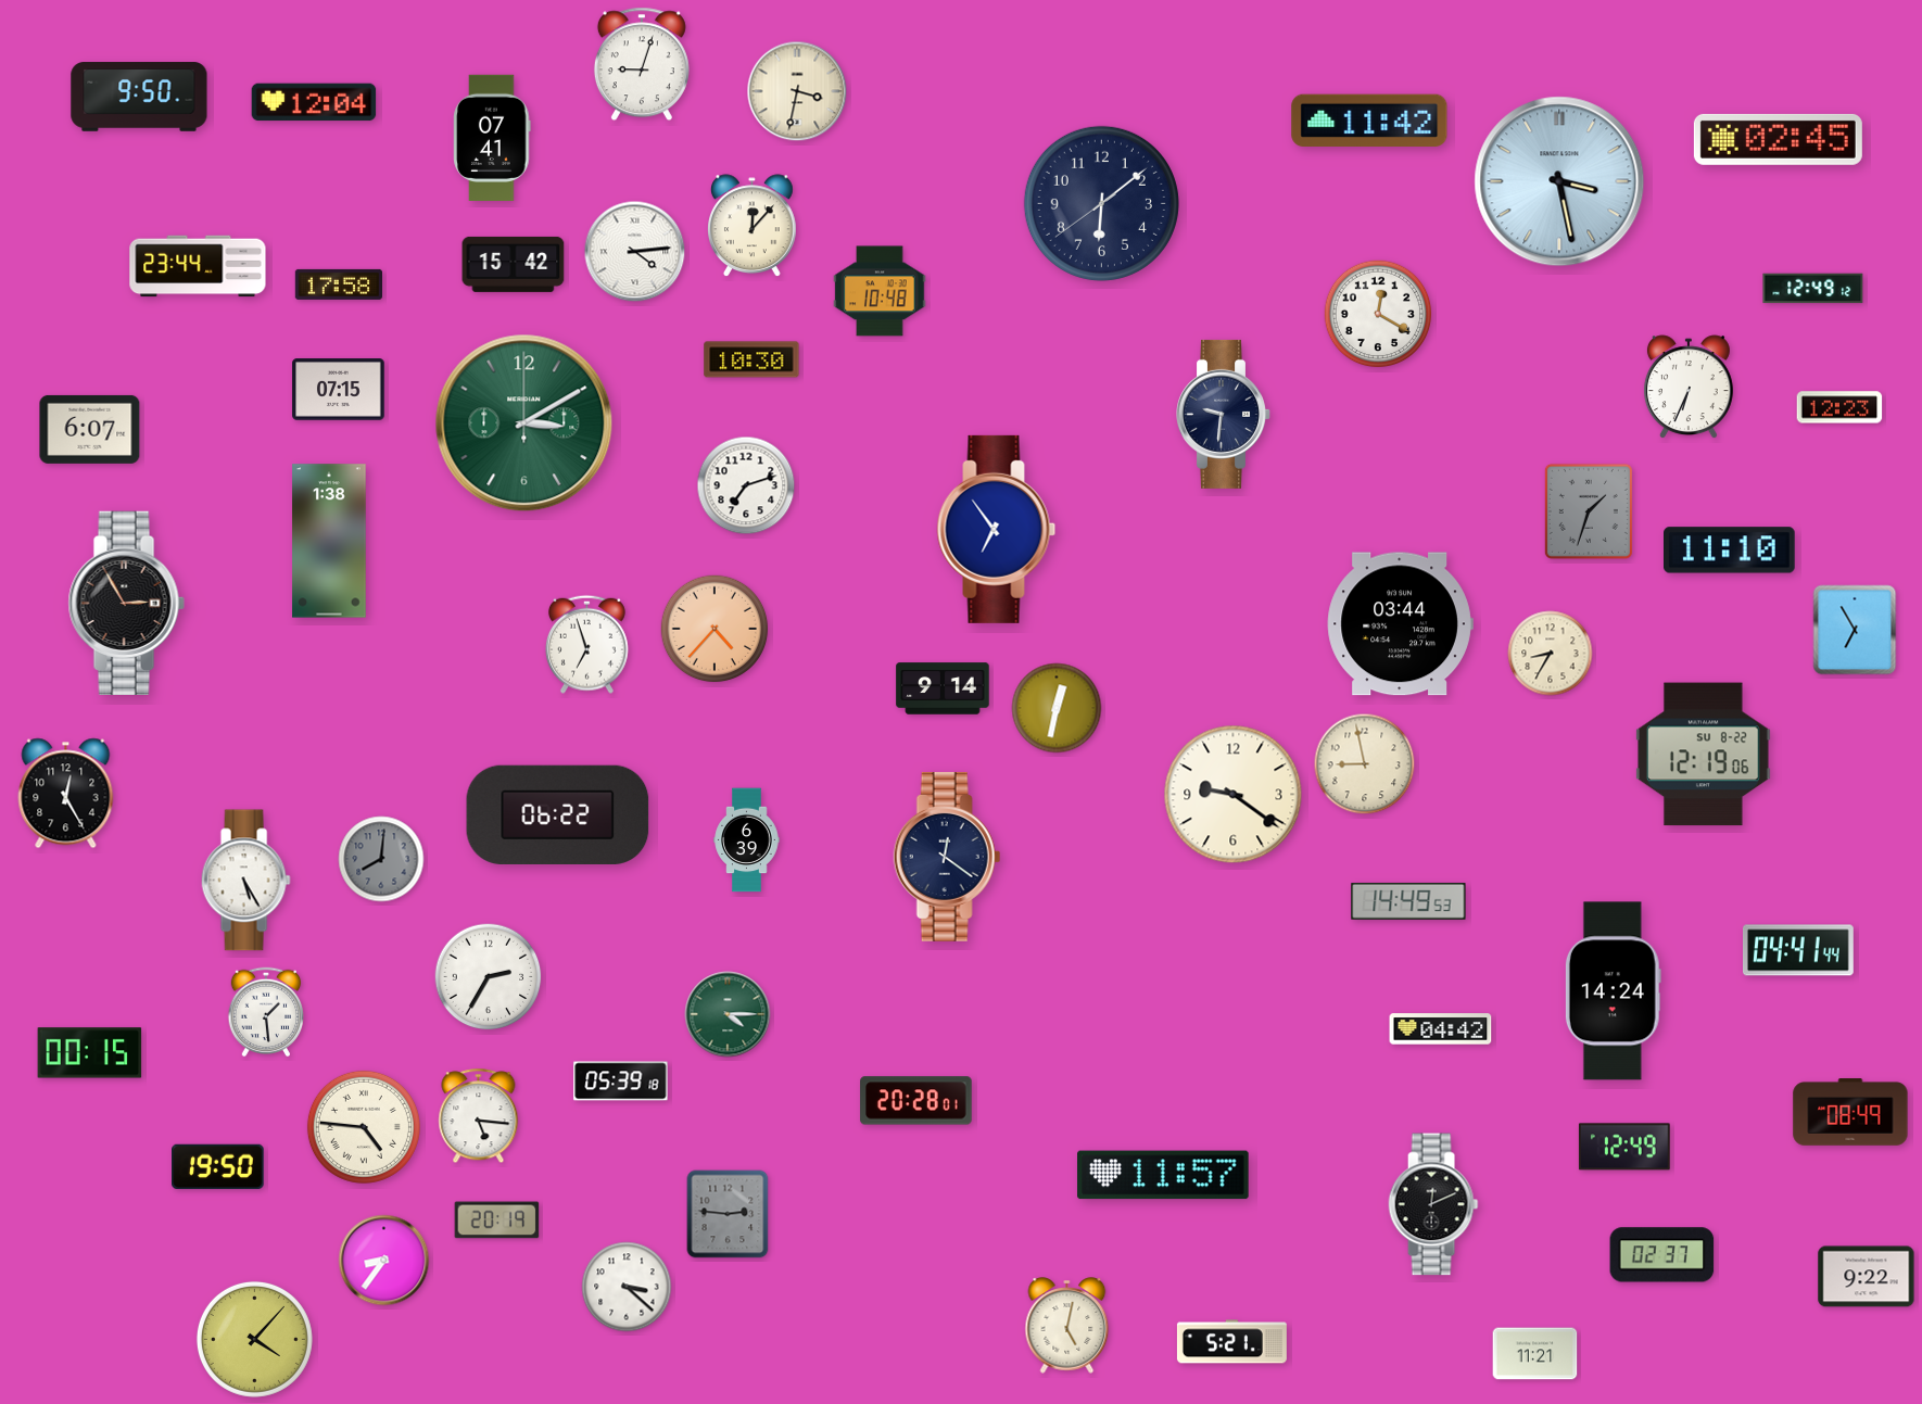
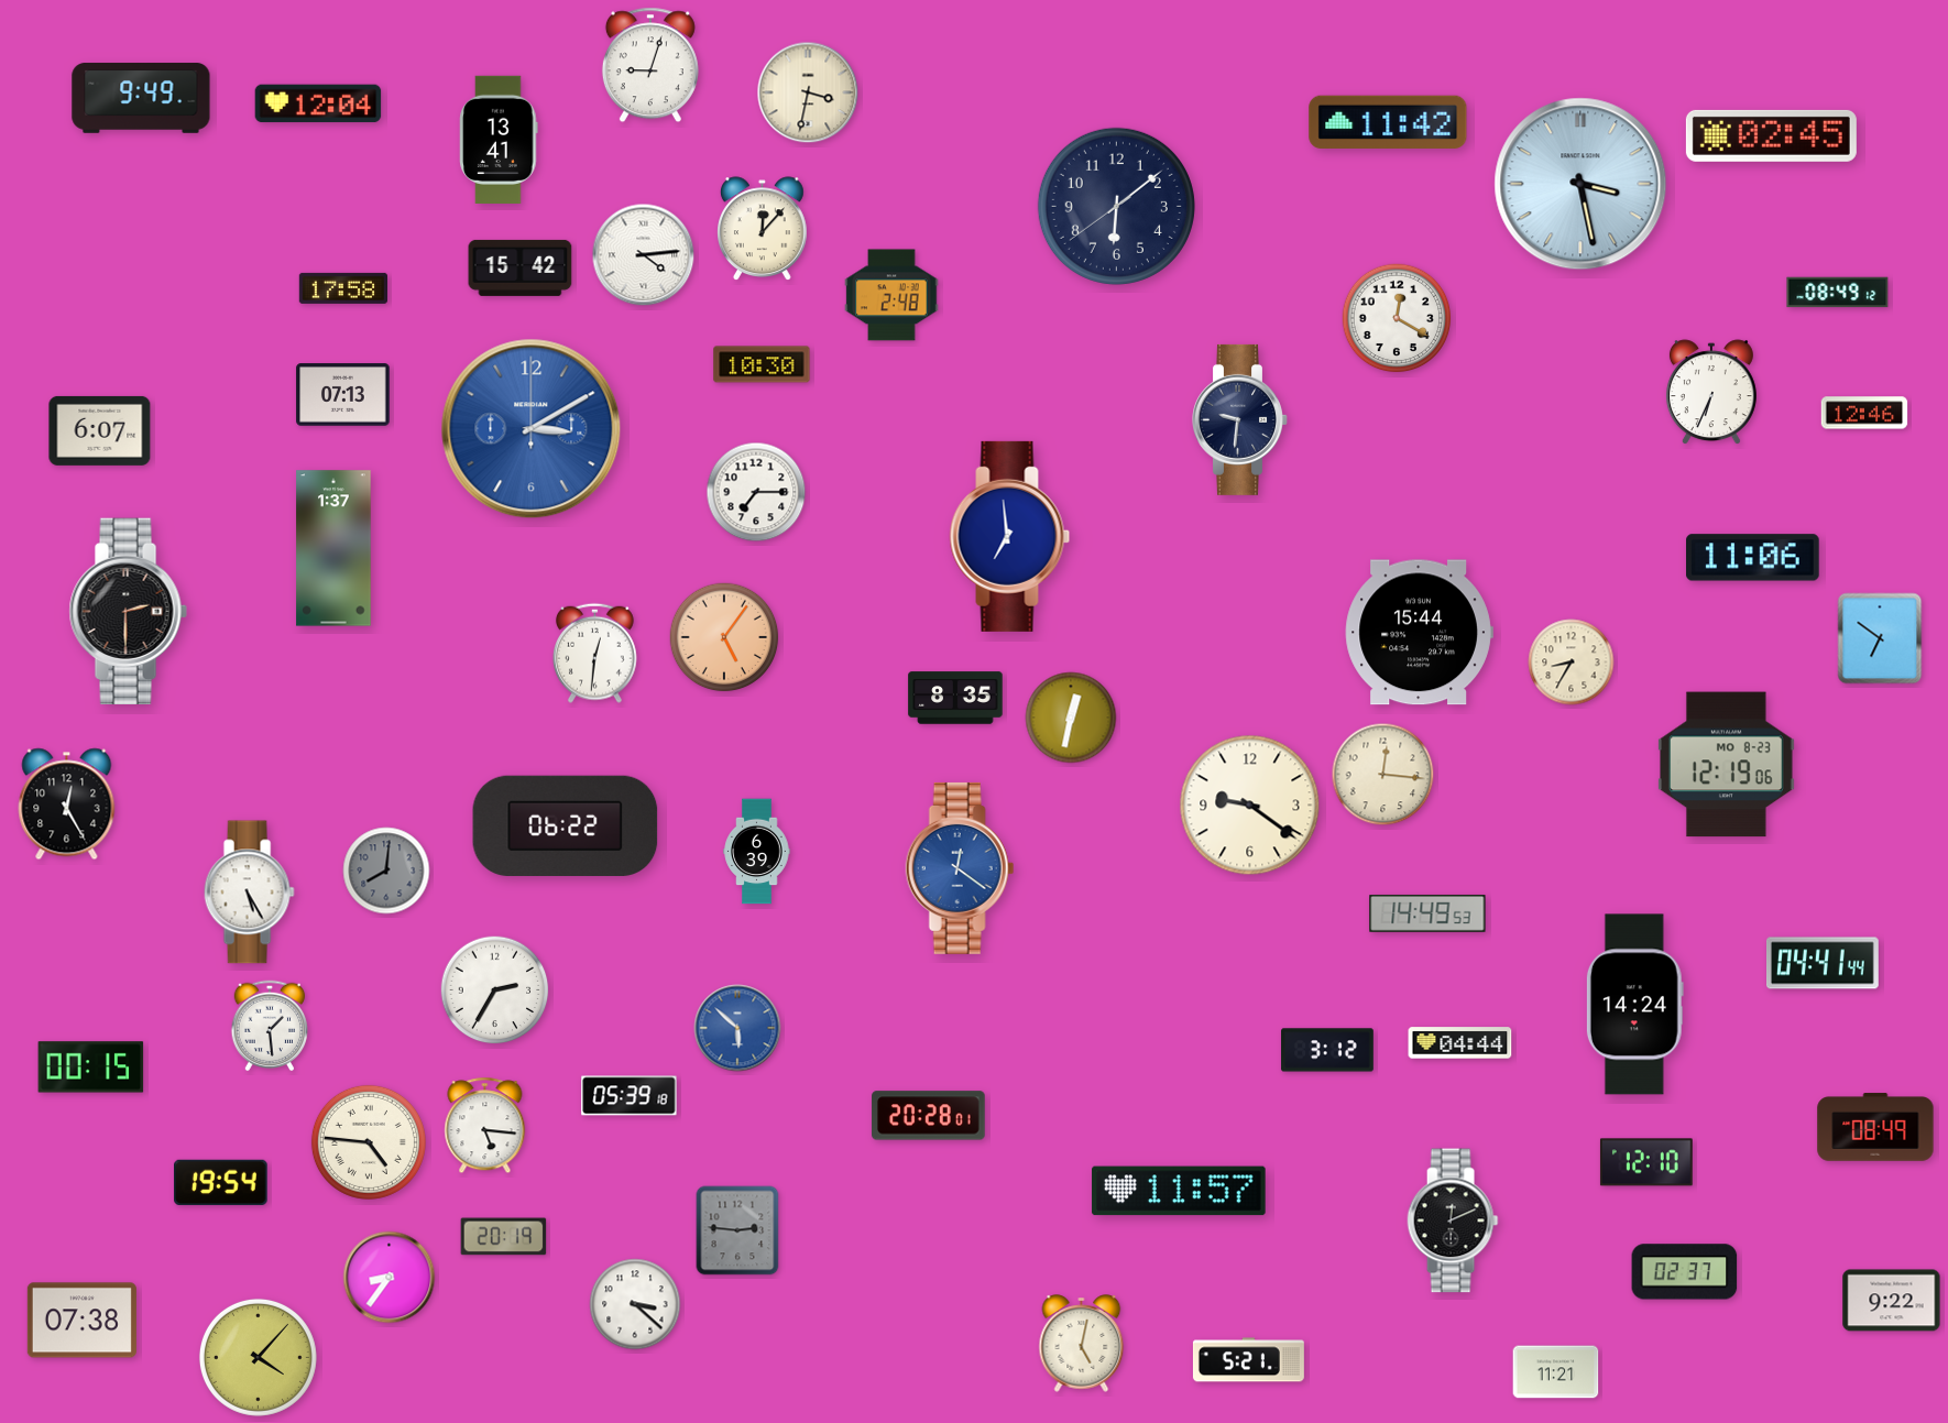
clock at (139, 97): 9:50 -> 9:49
clock at (492, 137): 07:41 -> 13:41
clock at (1778, 139) position: (1778, 139) -> (1771, 135)
clock at (198, 266): 23:44 -> none
clock at (1813, 289): 12:49 -> 08:49
clock at (880, 291): 10:48 -> 2:48
clock at (339, 390): 07:15 -> 07:13
clock at (1839, 407): 12:23 -> 12:46
clock at (524, 423) dial: green -> blue
clock at (90, 429) position: (90, 429) -> (100, 430)
clock at (746, 485): 7:12 -> 7:15
clock at (1589, 511): 1:33 -> none
clock at (997, 529): 6:54 -> 6:59
clock at (329, 541): 1:38 -> 1:37
clock at (1730, 551): 11:10 -> 11:06
clock at (126, 603): 2:55 -> 2:30
clock at (1400, 624): 03:44 -> 15:44
clock at (715, 629): 4:37 -> 5:06
clock at (1855, 630): 6:55 -> 6:51
clock at (586, 644): 6:57 -> 12:31
clock at (943, 688): 9:14 -> 8:35
clock at (1704, 755) date: SU 8-22 -> MO 8-23
clock at (1365, 764): 8:58 -> 12:16
clock at (947, 857) dial: navy -> blue
clock at (728, 1014): 4:15 -> 5:52
clock at (728, 1014) dial: green -> blue
clock at (1441, 1029): 04:42 -> 04:44
clock at (1327, 1050): none -> 3:12
clock at (479, 1116) position: (479, 1116) -> (485, 1126)
clock at (1624, 1147): 12:49 -> 12:10
clock at (218, 1166): 19:50 -> 19:54
clock at (1867, 1277) position: (1867, 1277) -> (1892, 1301)
clock at (81, 1321): none -> 07:38
